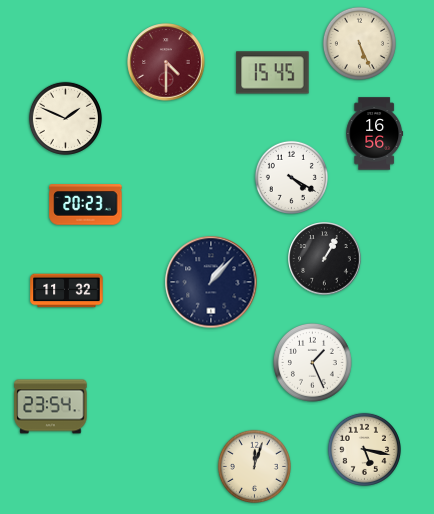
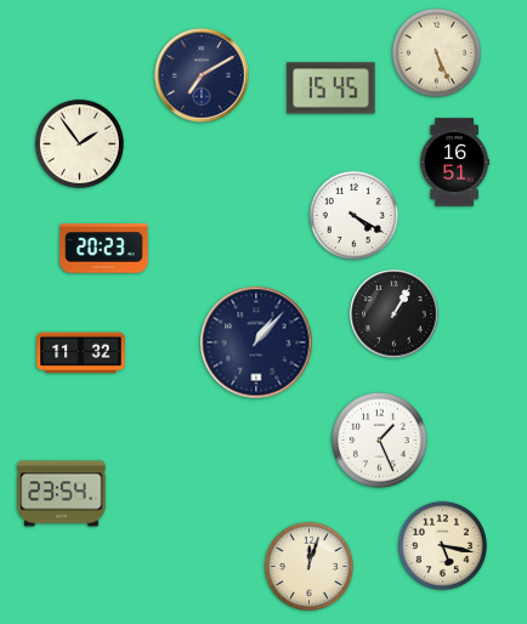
clock at (166, 62): 4:30 -> 7:10
clock at (166, 62) dial: burgundy -> navy
clock at (65, 118): 1:49 -> 1:54
clock at (375, 134): 16:56 -> 16:51
